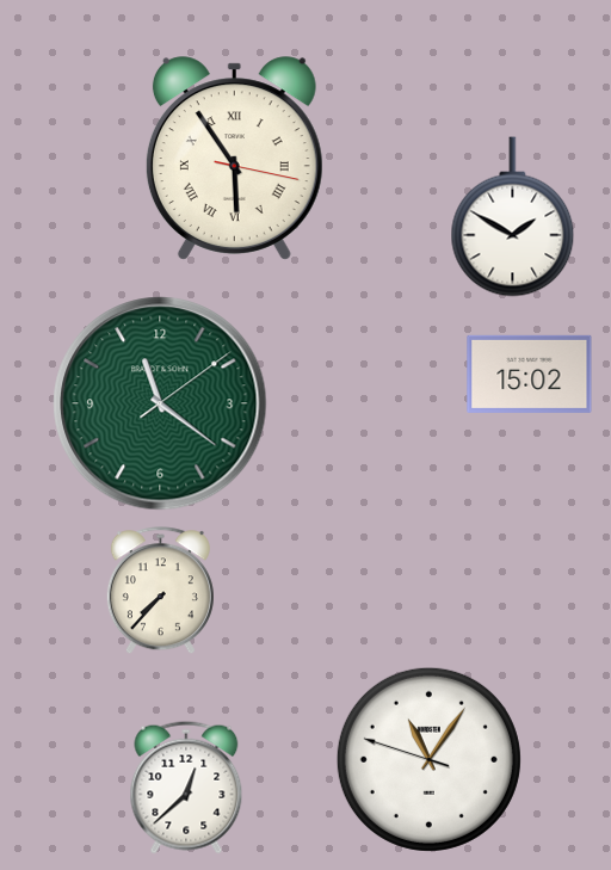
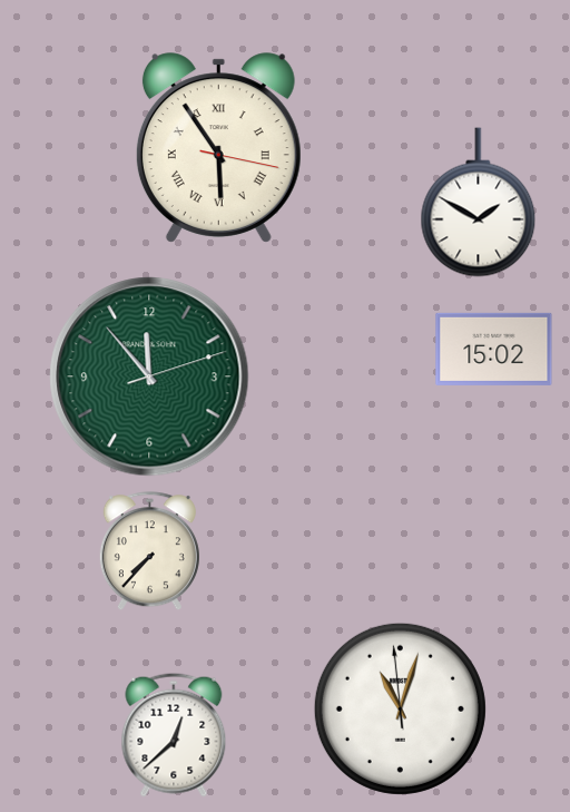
clock at (160, 403): 11:21 -> 11:53
clock at (428, 759): 11:05 -> 11:02
